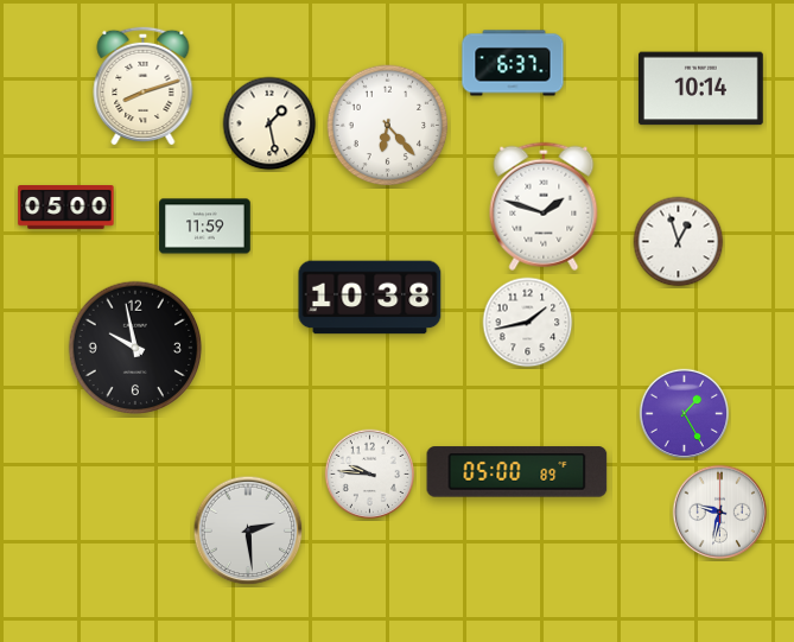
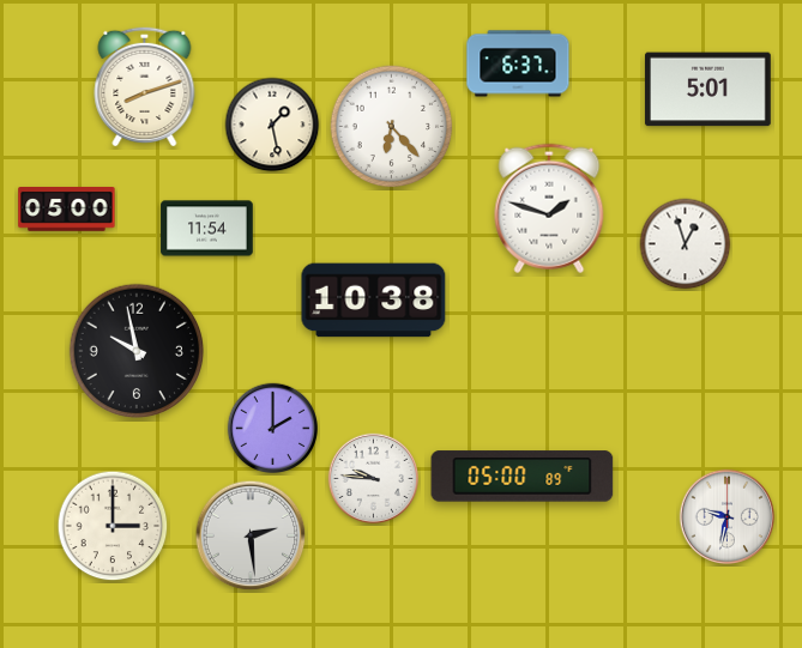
clock at (700, 89): 10:14 -> 5:01
clock at (205, 227): 11:59 -> 11:54
clock at (528, 323): 1:43 -> none
clock at (685, 414): 1:25 -> none
clock at (273, 429): none -> 2:00
clock at (113, 526): none -> 3:00
